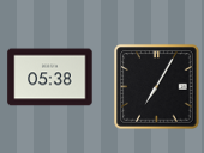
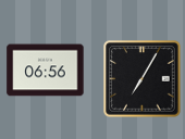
clock at (50, 78): 05:38 -> 06:56
